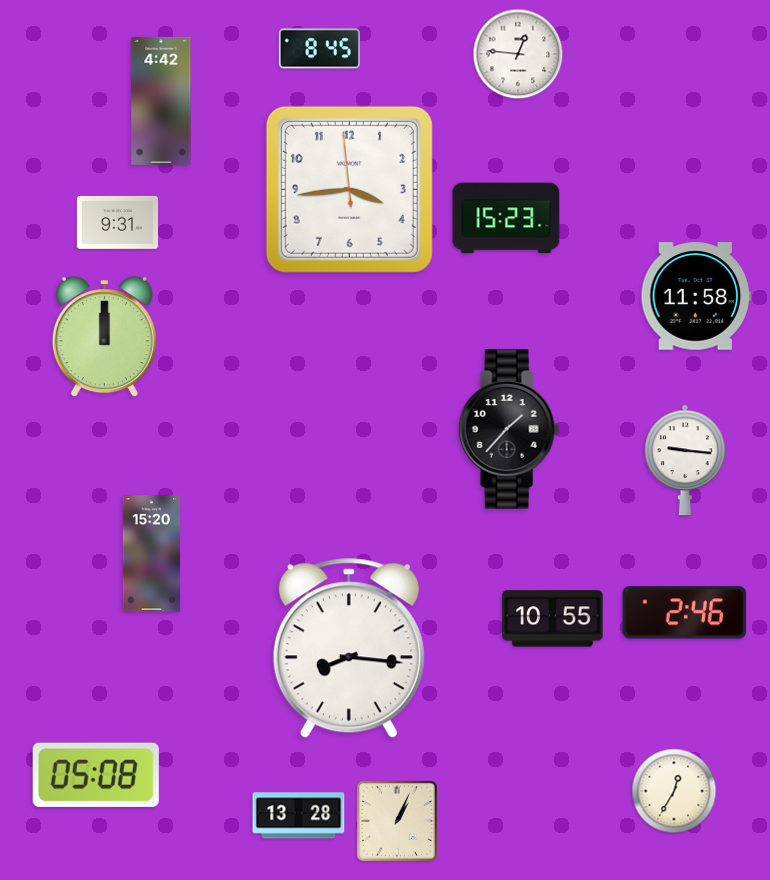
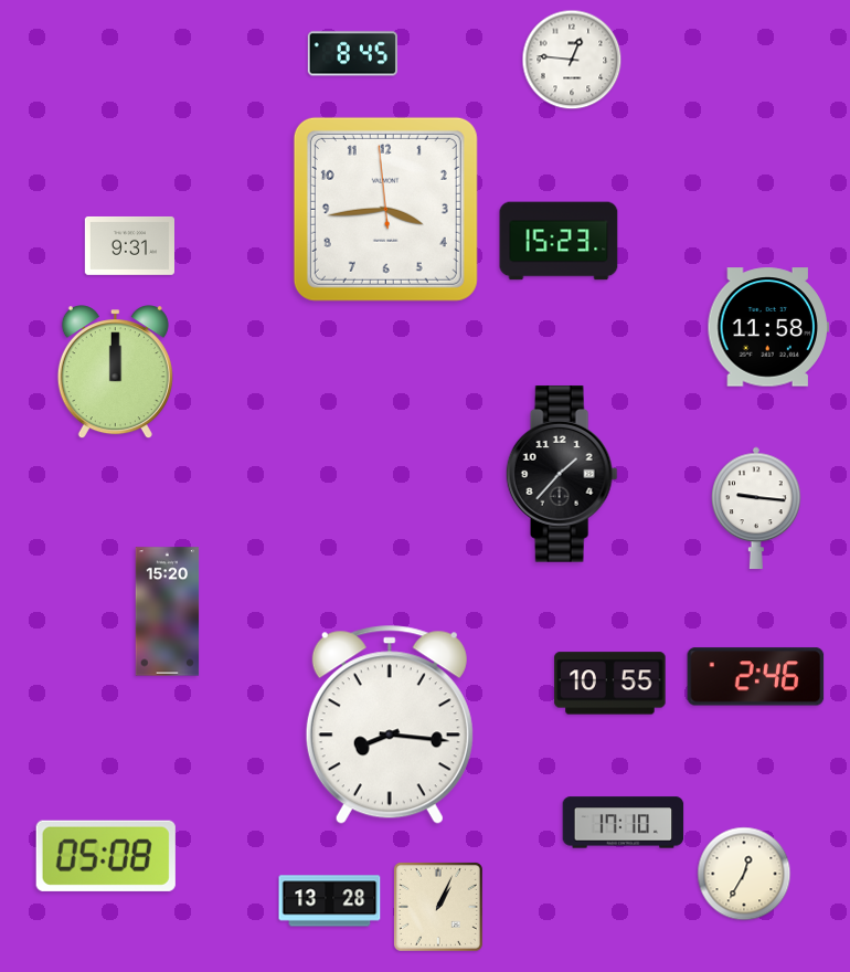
clock at (161, 101): 4:42 -> none
clock at (349, 648) position: (349, 648) -> (390, 725)
clock at (624, 823): none -> 17:10
